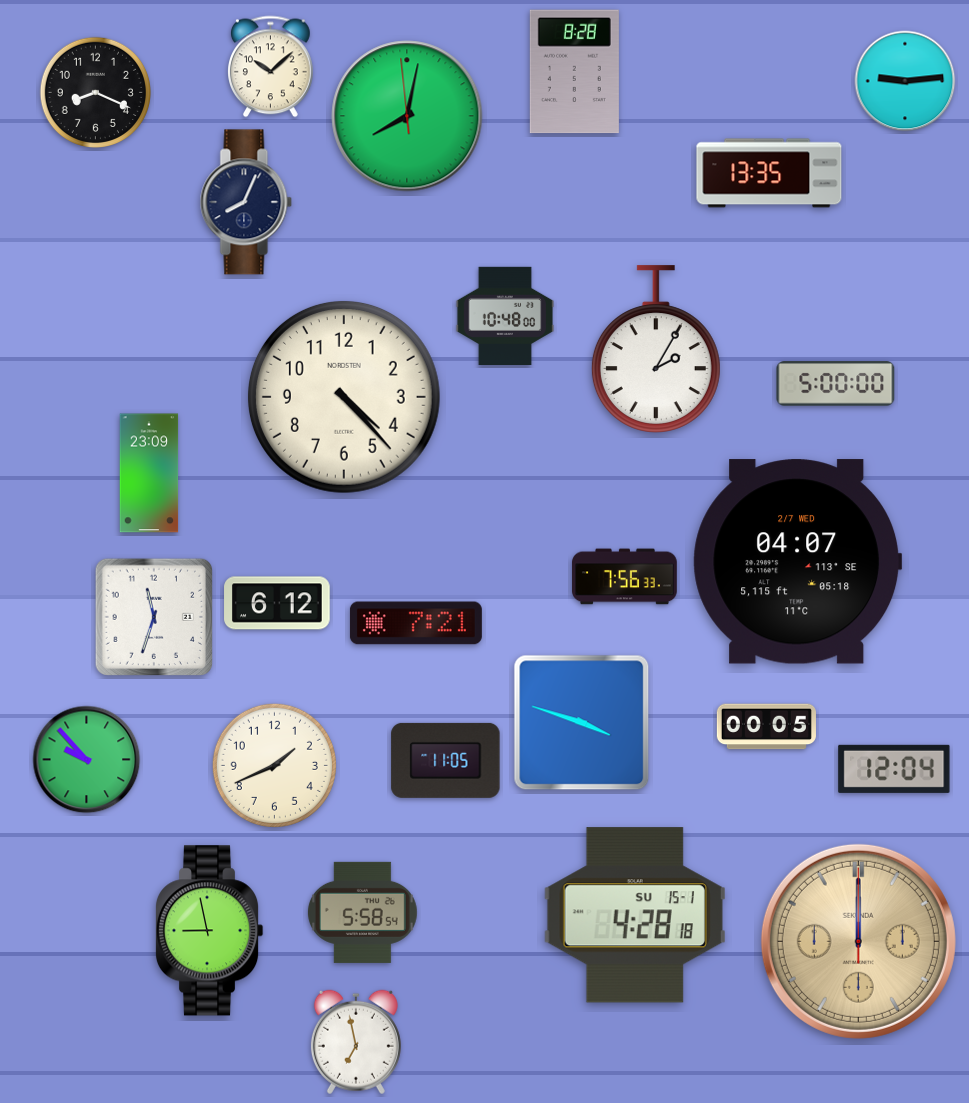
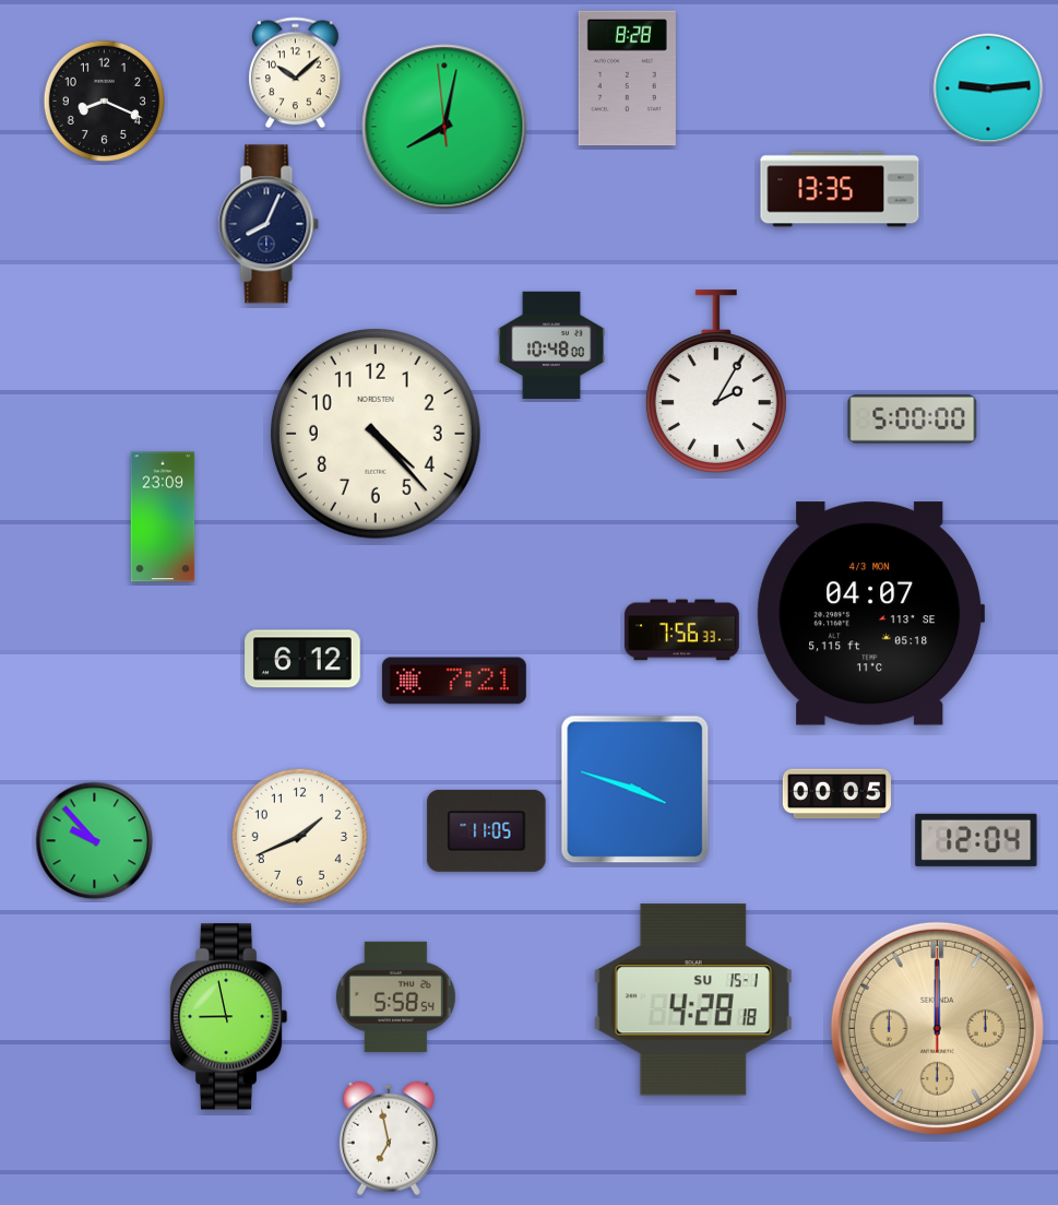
clock at (246, 202) position: (246, 202) -> (269, 224)
clock at (798, 562) date: 2/7 WED -> 4/3 MON
clock at (154, 617): 11:33 -> none
clock at (87, 760) position: (87, 760) -> (95, 841)
